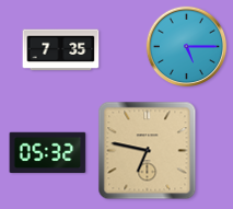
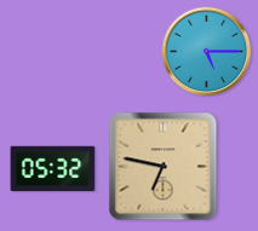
clock at (61, 50): 7:35 -> none
